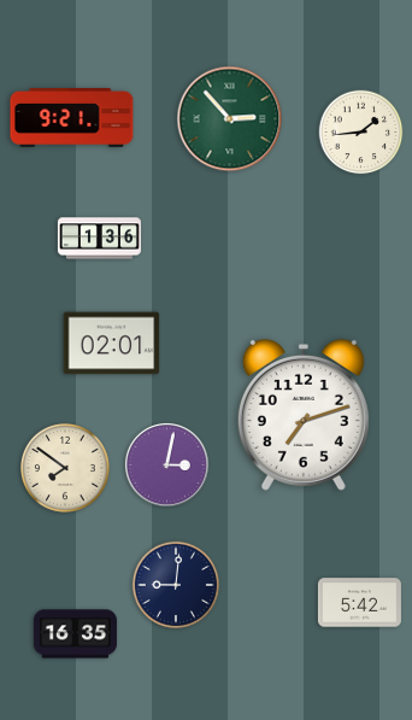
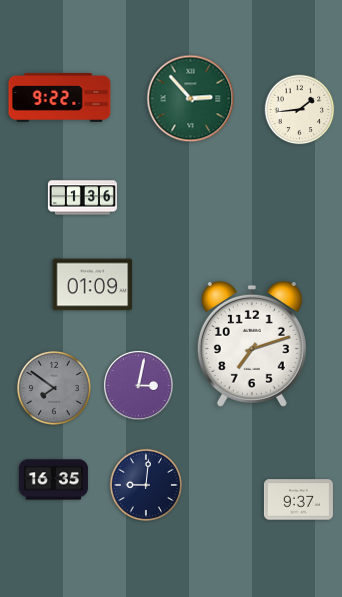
clock at (72, 117): 9:21 -> 9:22
clock at (112, 344): 02:01 -> 01:09
clock at (65, 468) dial: cream -> grey
clock at (359, 603): 5:42 -> 9:37
clock at (75, 634) position: (75, 634) -> (53, 480)
